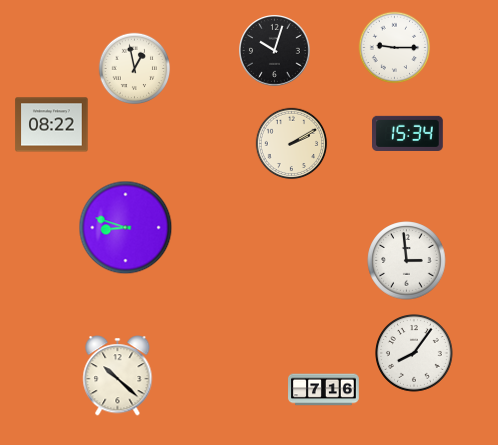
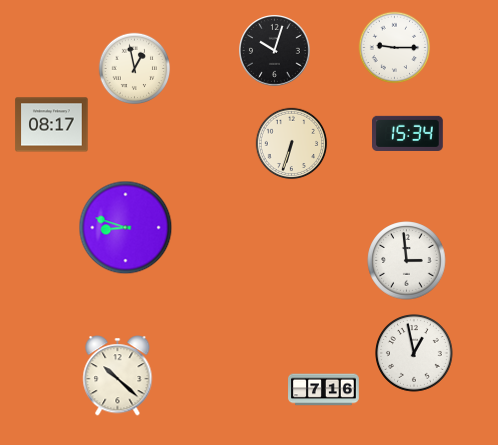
clock at (52, 125): 08:22 -> 08:17
clock at (292, 144): 2:10 -> 6:33
clock at (415, 354): 8:06 -> 12:58
